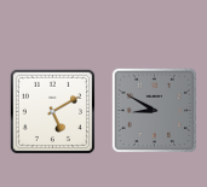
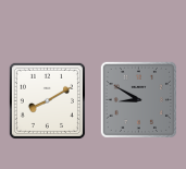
clock at (52, 111): 5:10 -> 8:10
